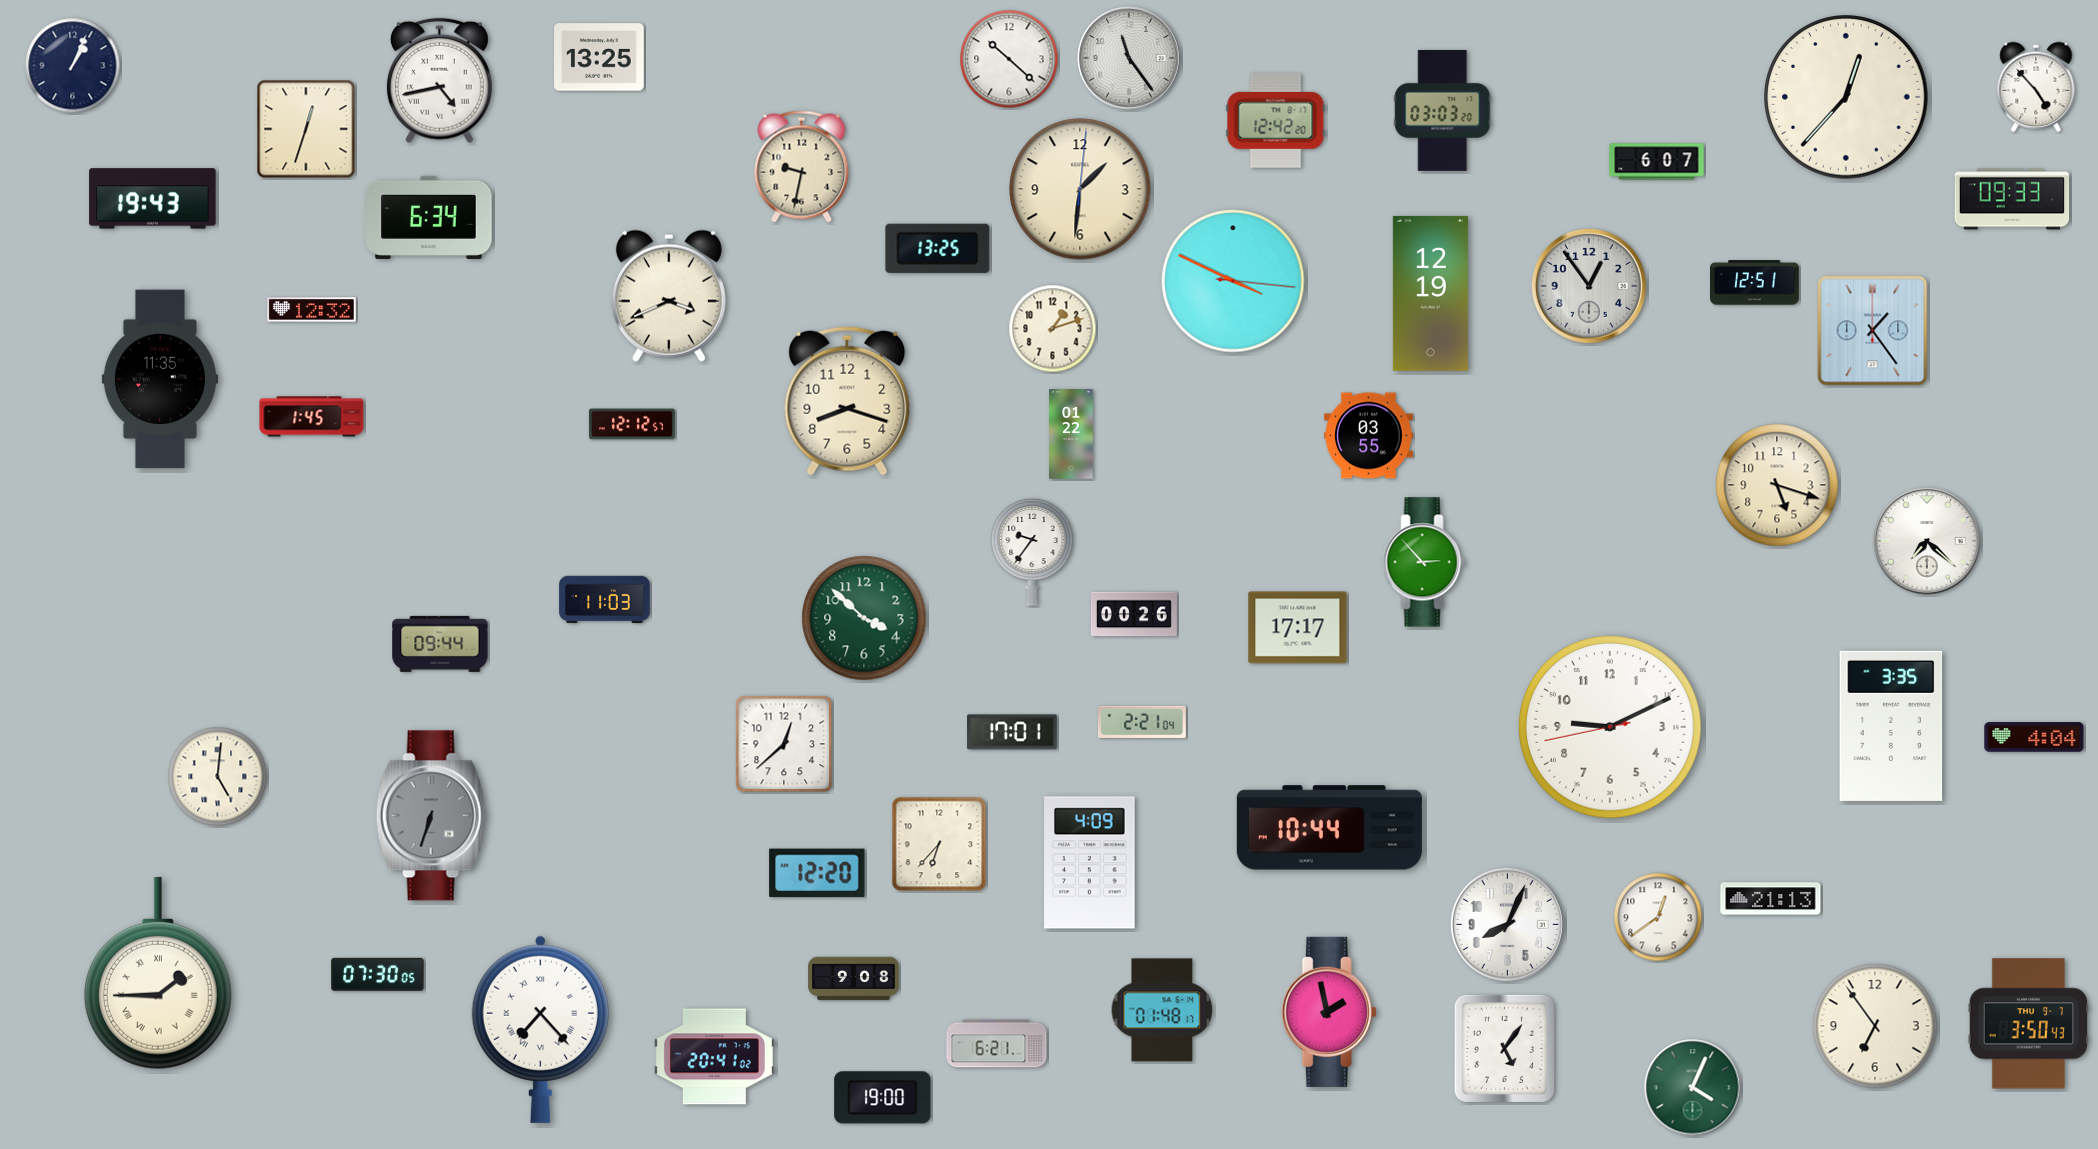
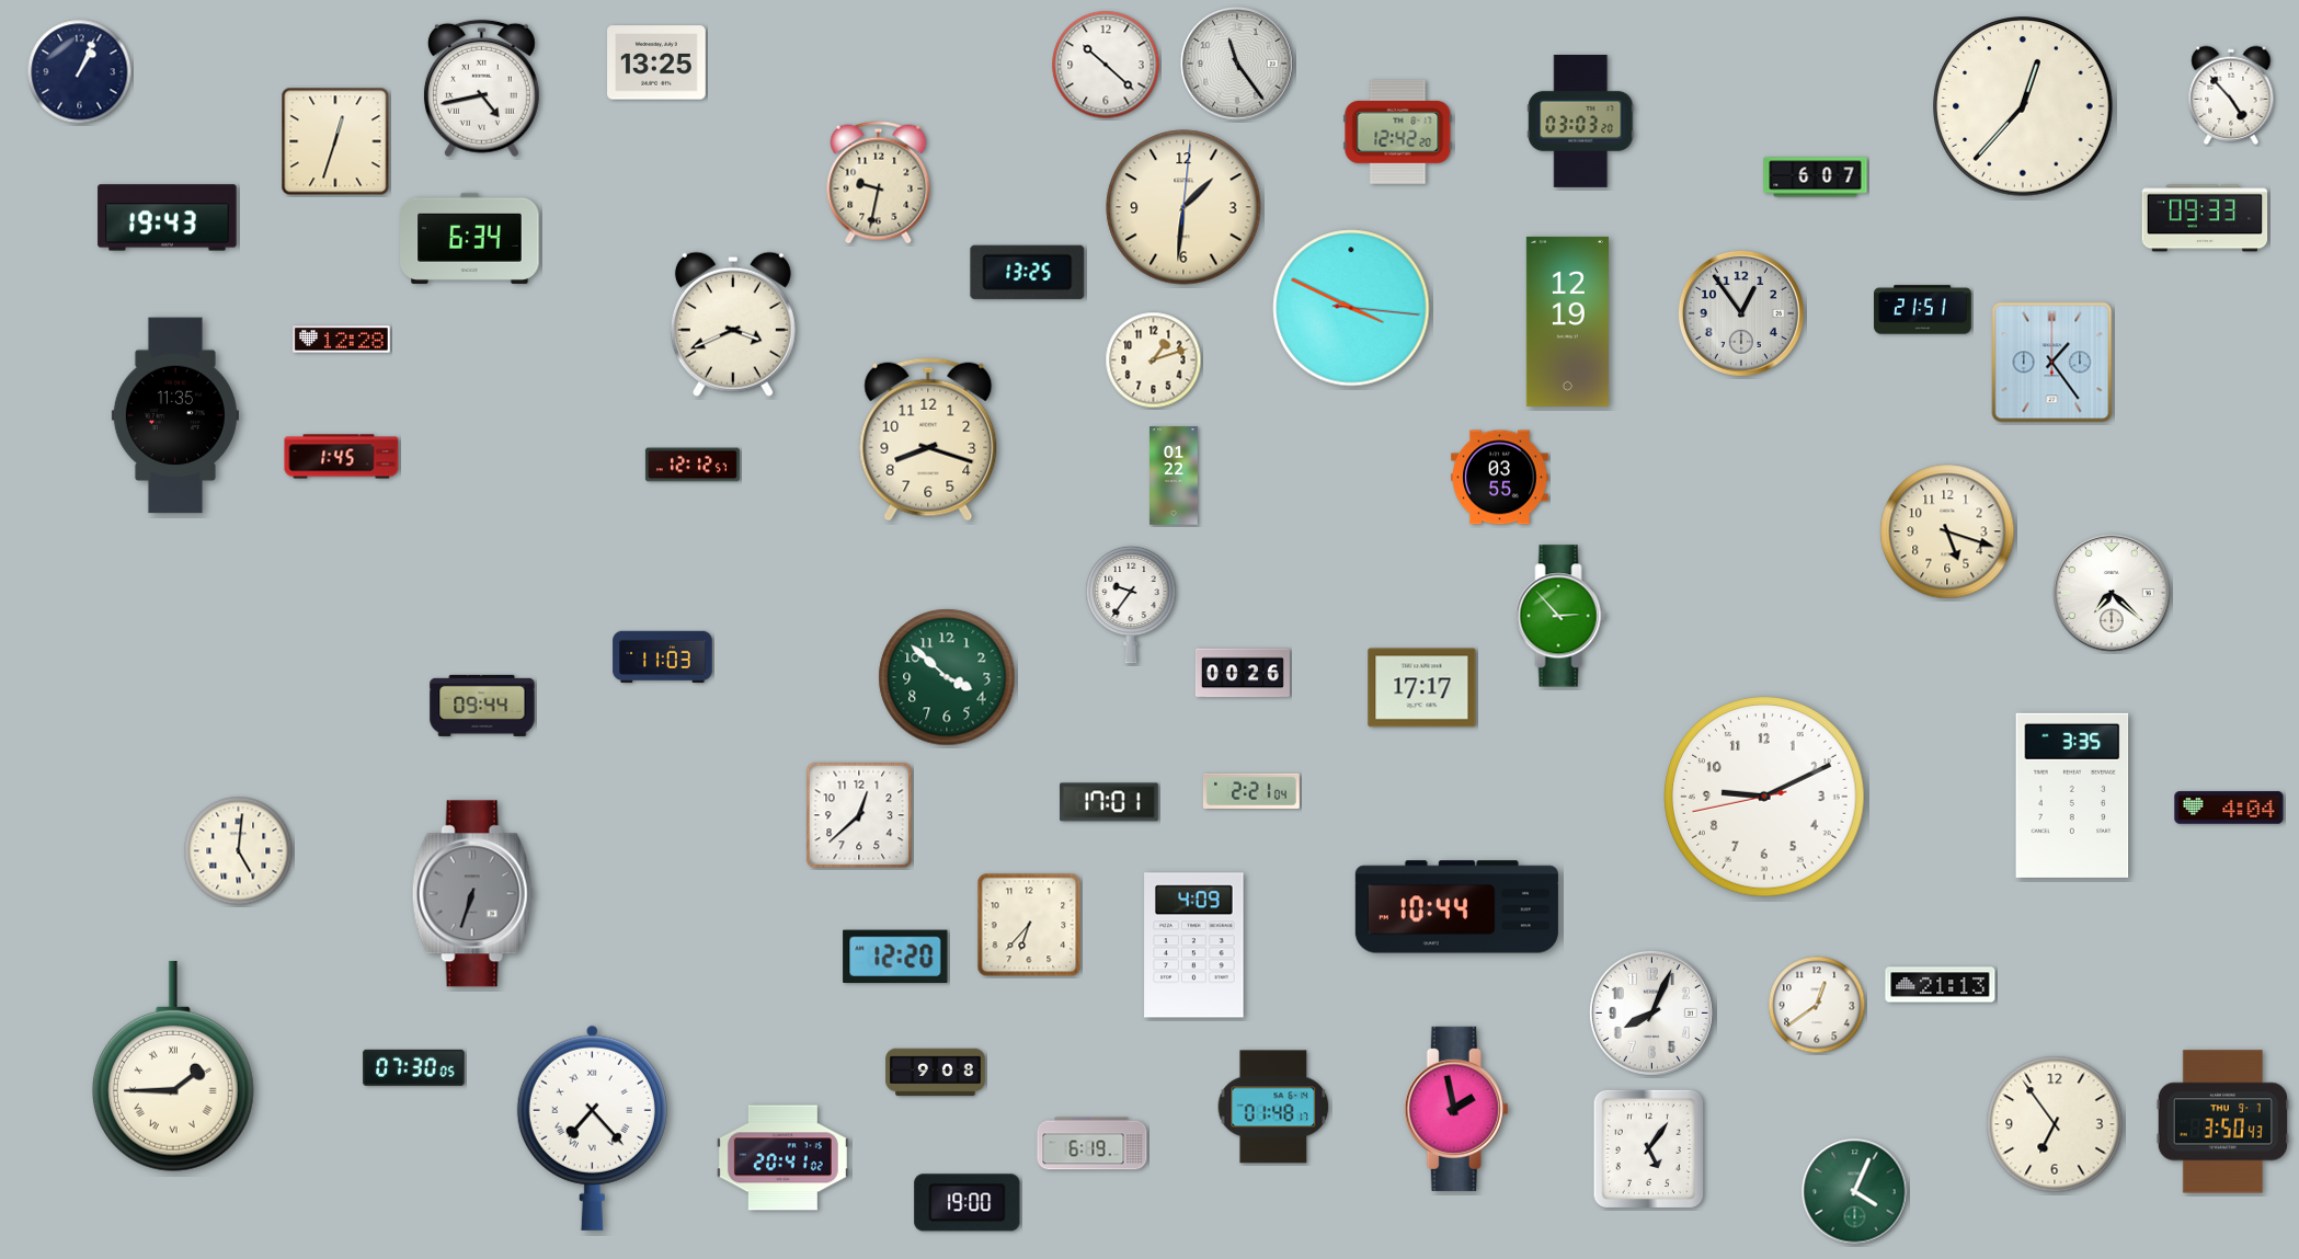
clock at (1755, 283): 12:51 -> 21:51
clock at (312, 310): 12:32 -> 12:28
clock at (997, 1044): 6:21 -> 6:19
